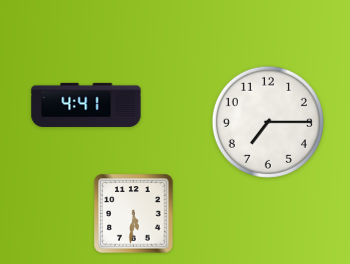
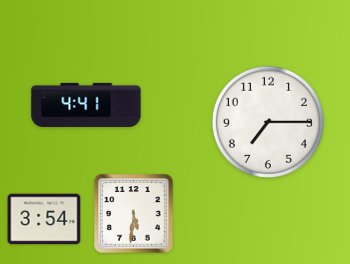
clock at (44, 219): none -> 3:54
